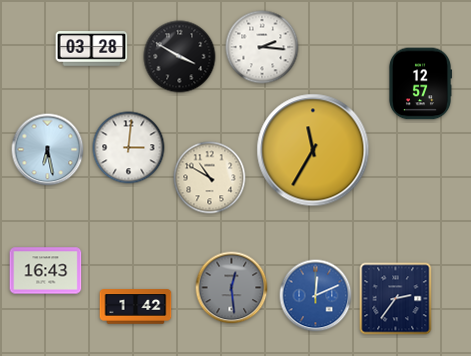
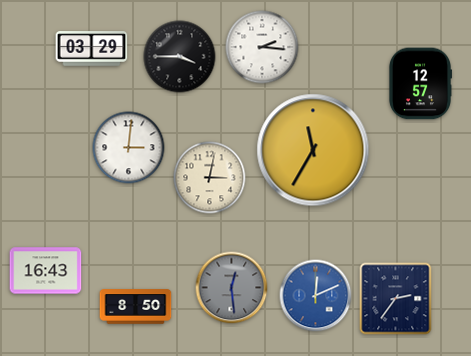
clock at (92, 49): 03:28 -> 03:29
clock at (180, 57): 3:50 -> 3:45
clock at (48, 150): 6:28 -> none
clock at (210, 178): 10:50 -> 3:02
clock at (136, 307): 1:42 -> 8:50
